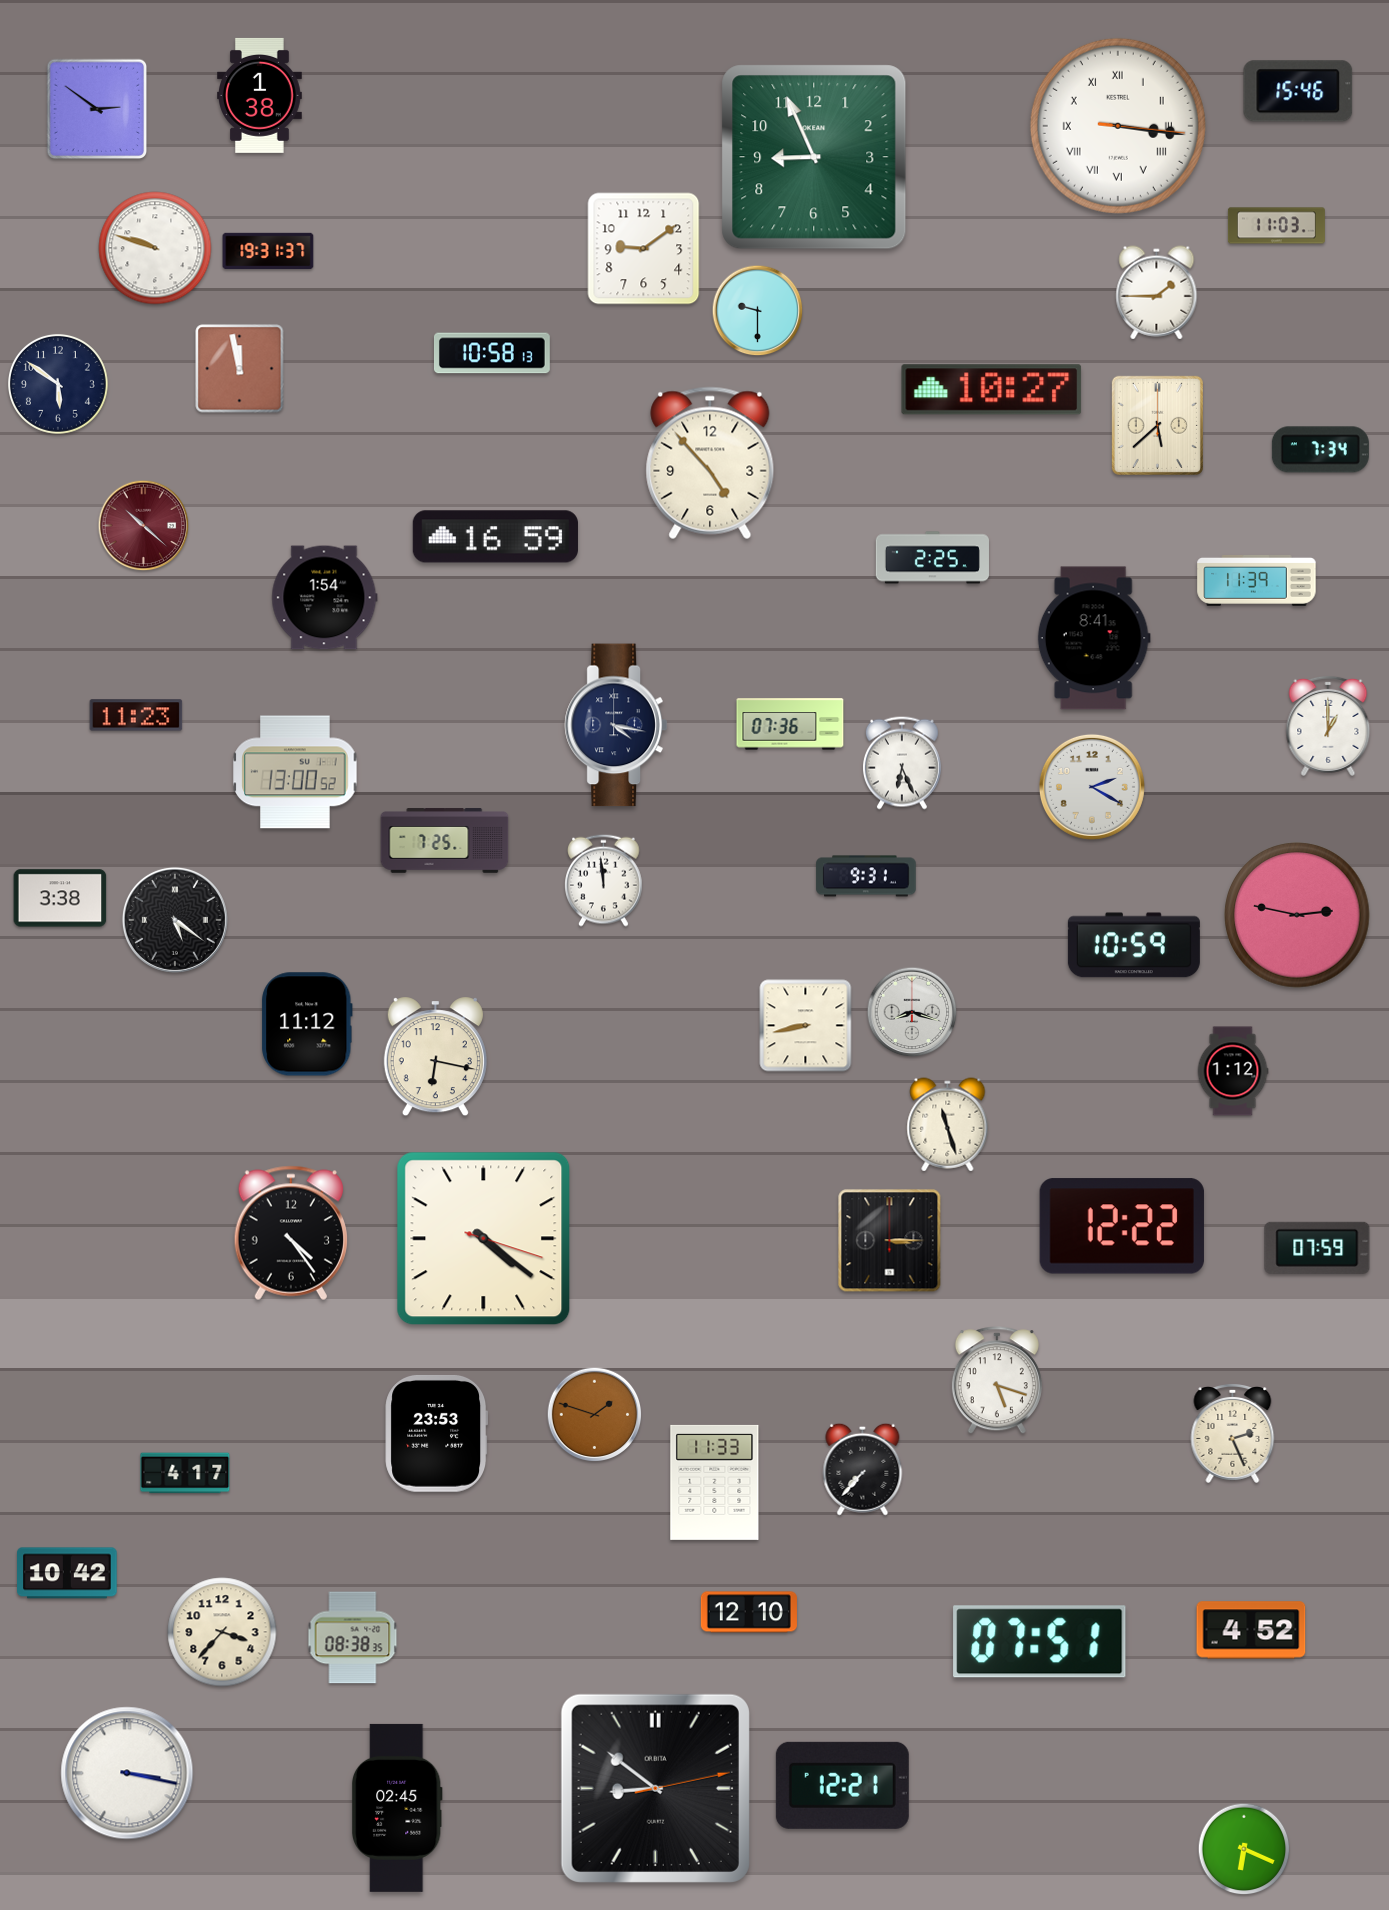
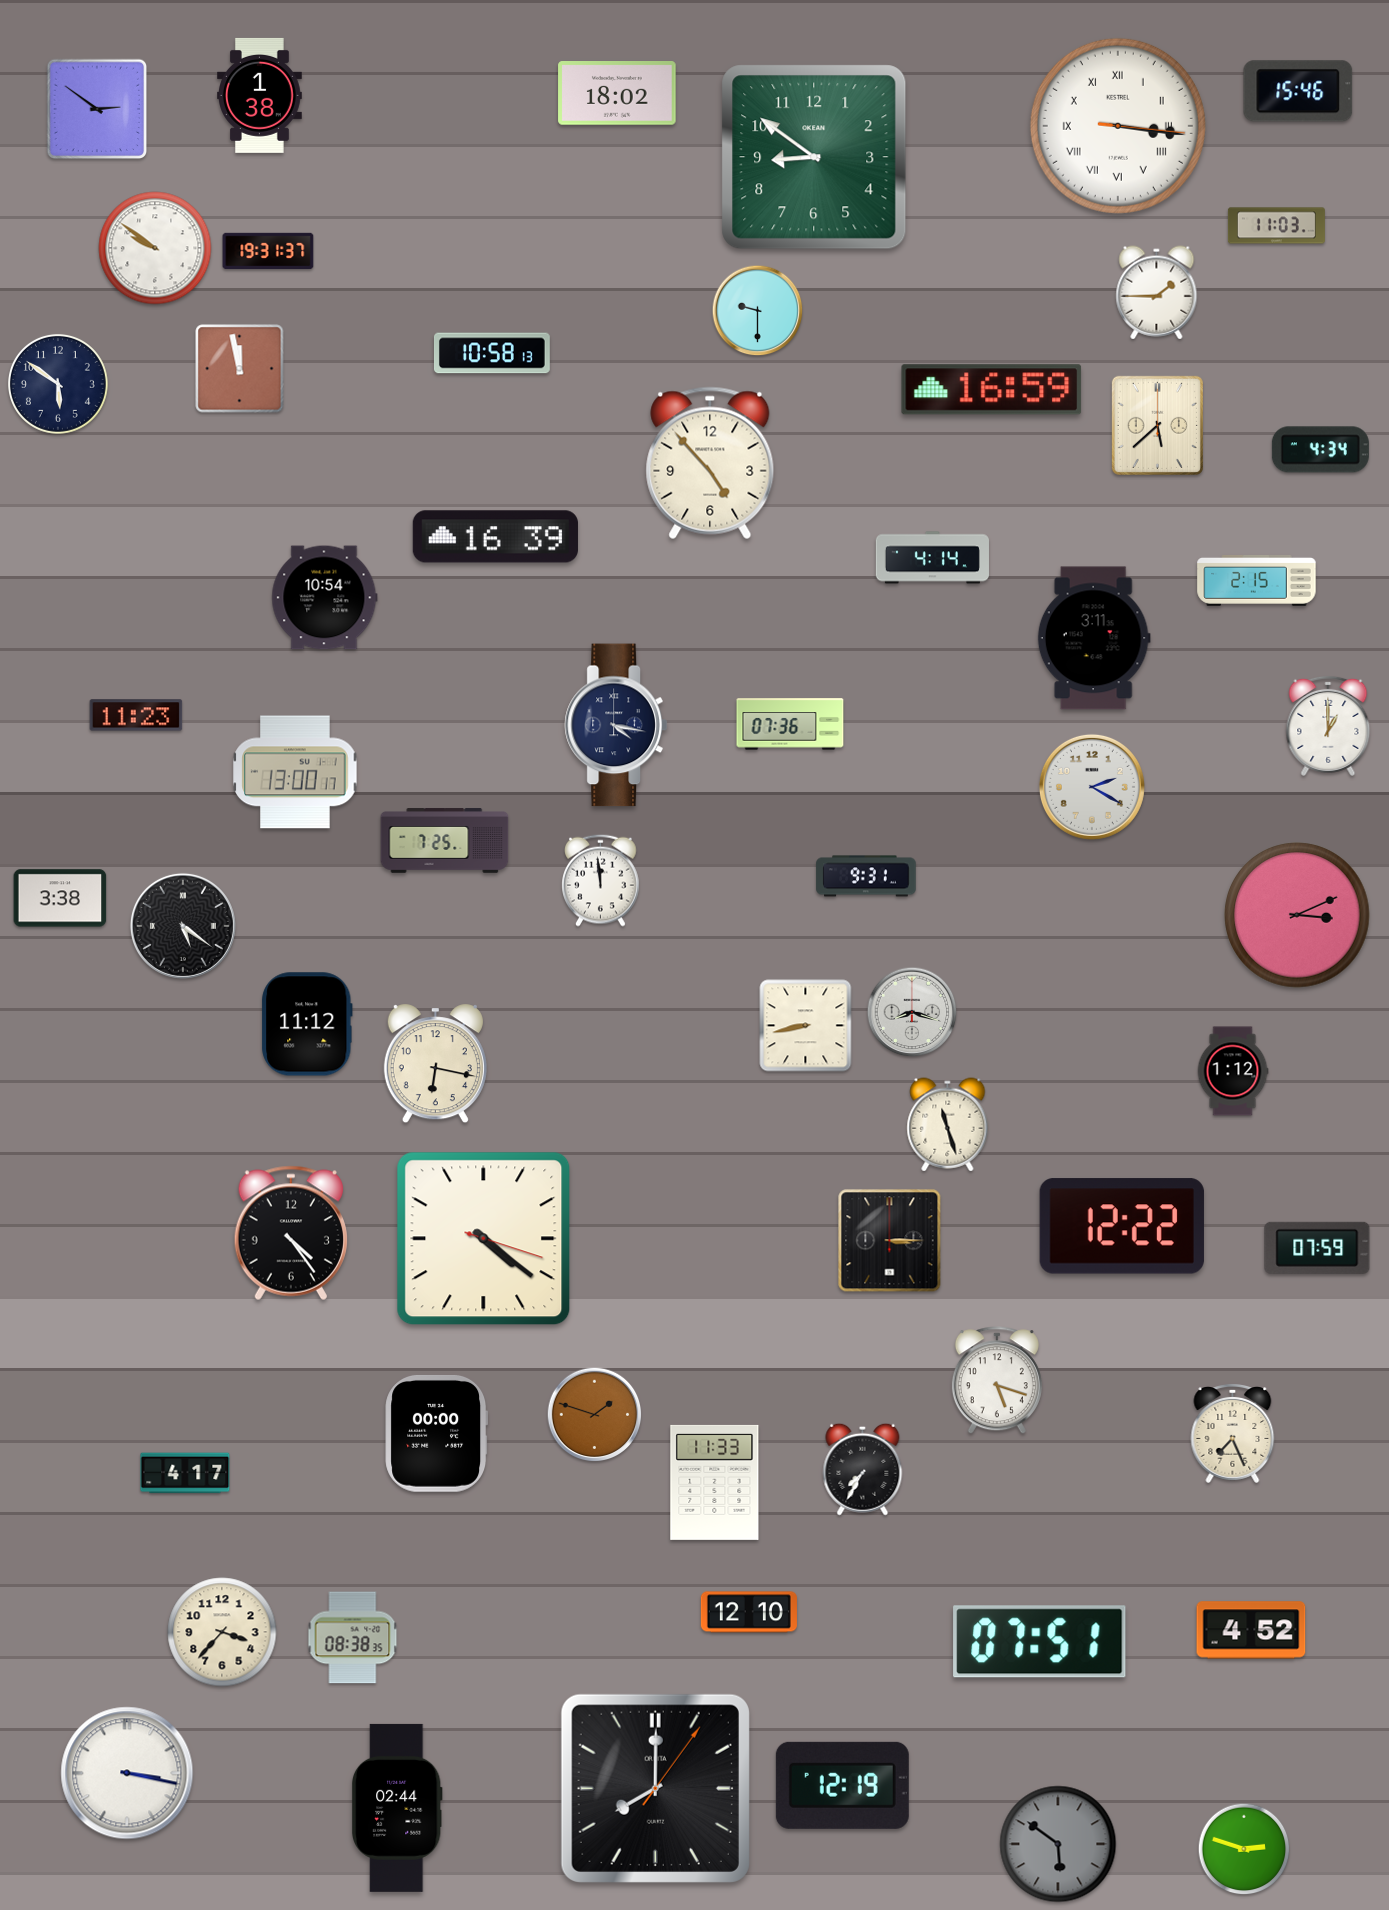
clock at (617, 93): none -> 18:02
clock at (814, 157): 8:56 -> 8:51
clock at (155, 248): 9:48 -> 9:51
clock at (644, 249): 9:09 -> none
clock at (992, 390): 10:27 -> 16:59
clock at (1320, 450): 7:34 -> 4:34
clock at (144, 526): 10:22 -> none
clock at (495, 537): 16:59 -> 16:39
clock at (932, 558): 2:25 -> 4:14
clock at (1257, 580): 11:39 -> 2:15
clock at (325, 598): 1:54 -> 10:54
clock at (1094, 638): 8:41 -> 3:11
clock at (902, 763): 6:26 -> none
clock at (295, 772): 13:00:52 -> 13:00:17
clock at (604, 880) position: (604, 880) -> (601, 880)
clock at (1297, 915): 2:47 -> 3:11
clock at (175, 920) position: (175, 920) -> (183, 926)
clock at (1134, 945): 10:59 -> none
clock at (435, 1057) position: (435, 1057) -> (435, 1064)
clock at (437, 1433): 23:53 -> 00:00
clock at (1233, 1434): 2:26 -> 7:26
clock at (863, 1469): 7:37 -> 7:35
clock at (67, 1573): 10:42 -> none
clock at (842, 1785): 12:21 -> 12:19
clock at (655, 1788): 8:51 -> 8:00
clock at (397, 1808): 02:45 -> 02:44
clock at (1058, 1844): none -> 5:51
clock at (1244, 1849): 6:19 -> 2:48
